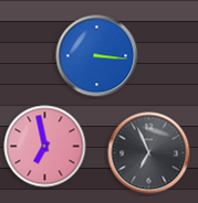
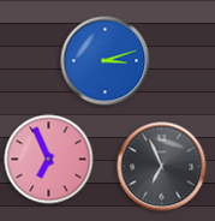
clock at (97, 56): 3:16 -> 3:12
clock at (45, 147): 6:58 -> 6:56
